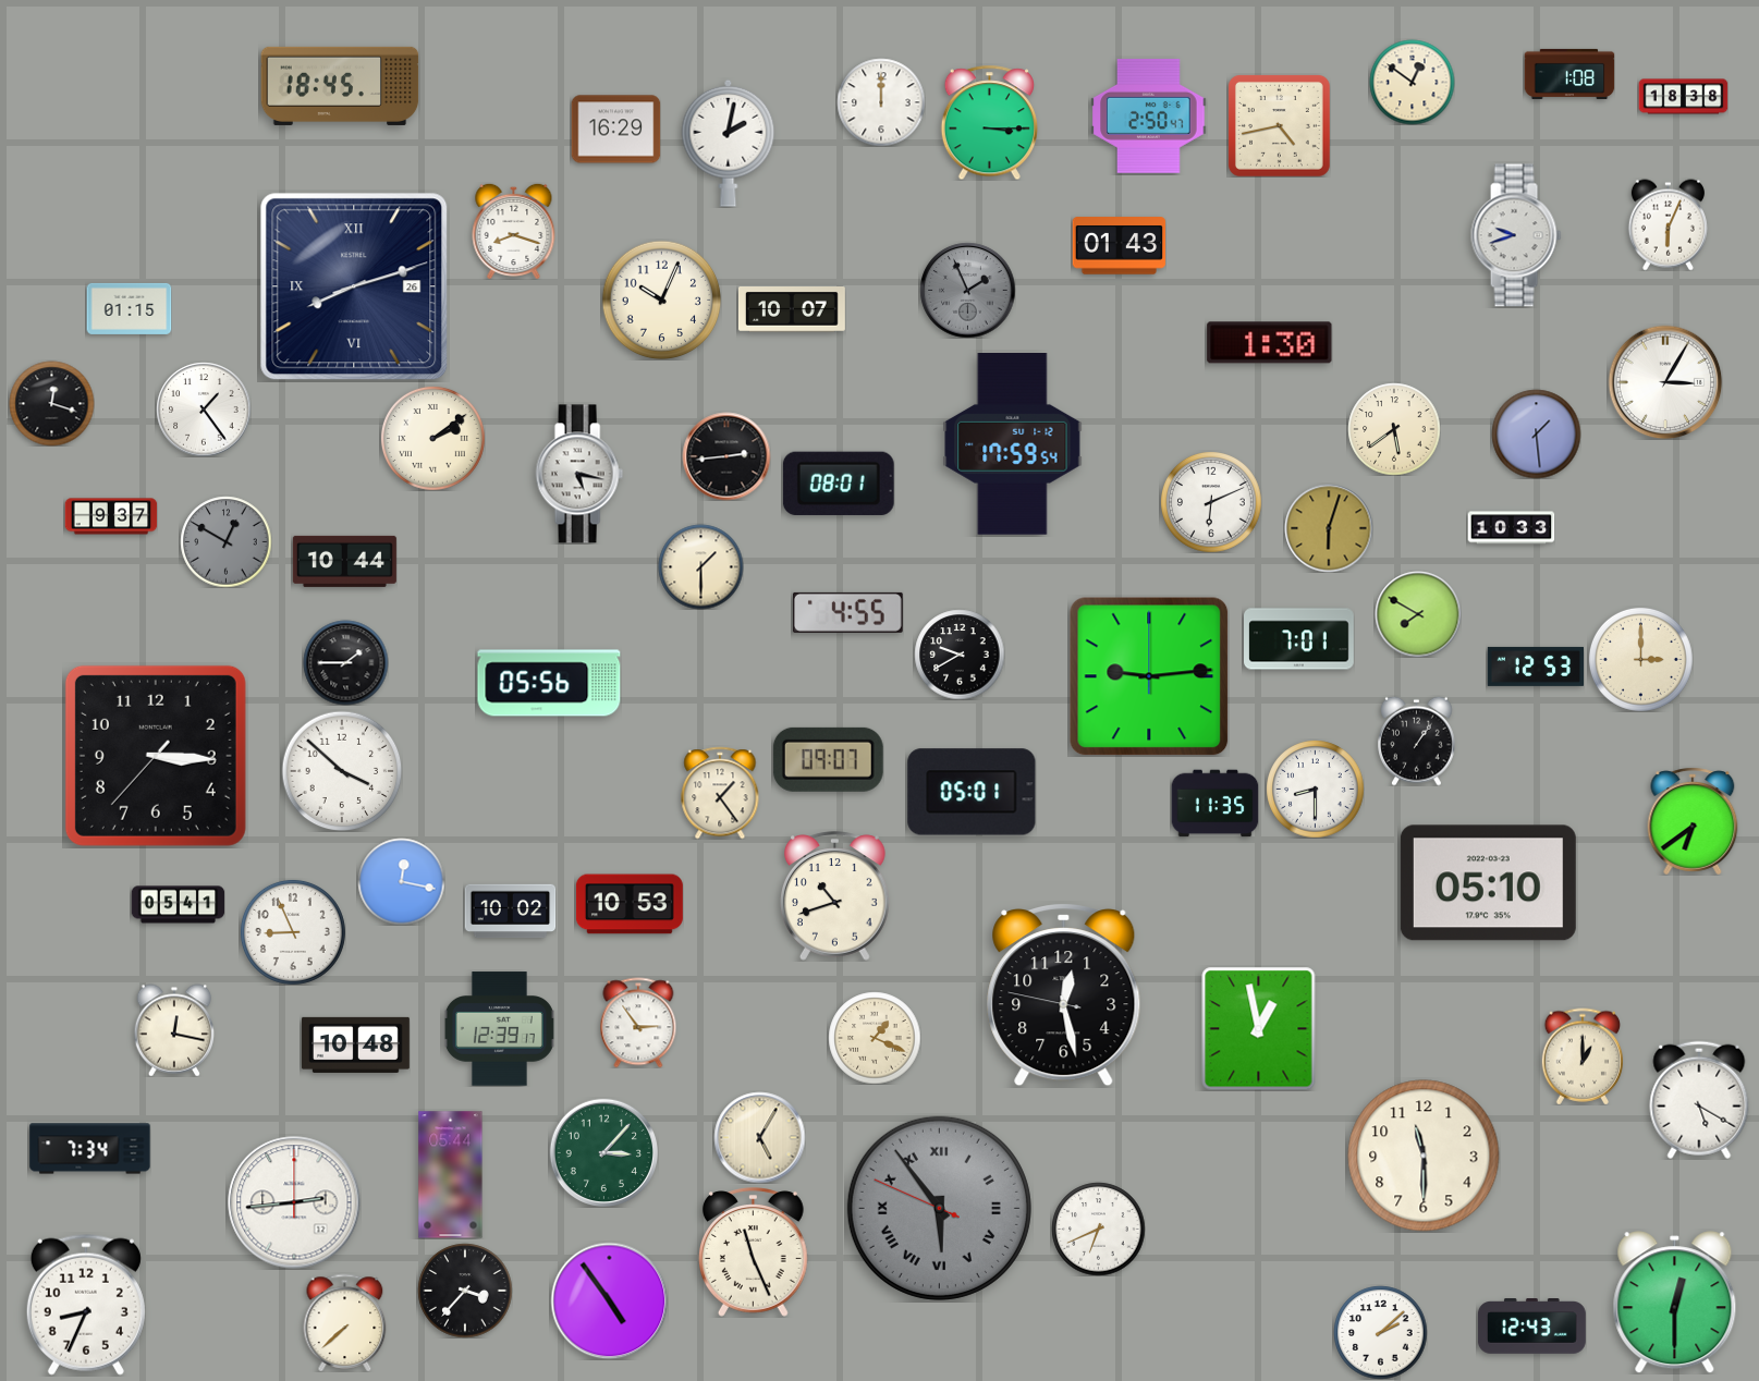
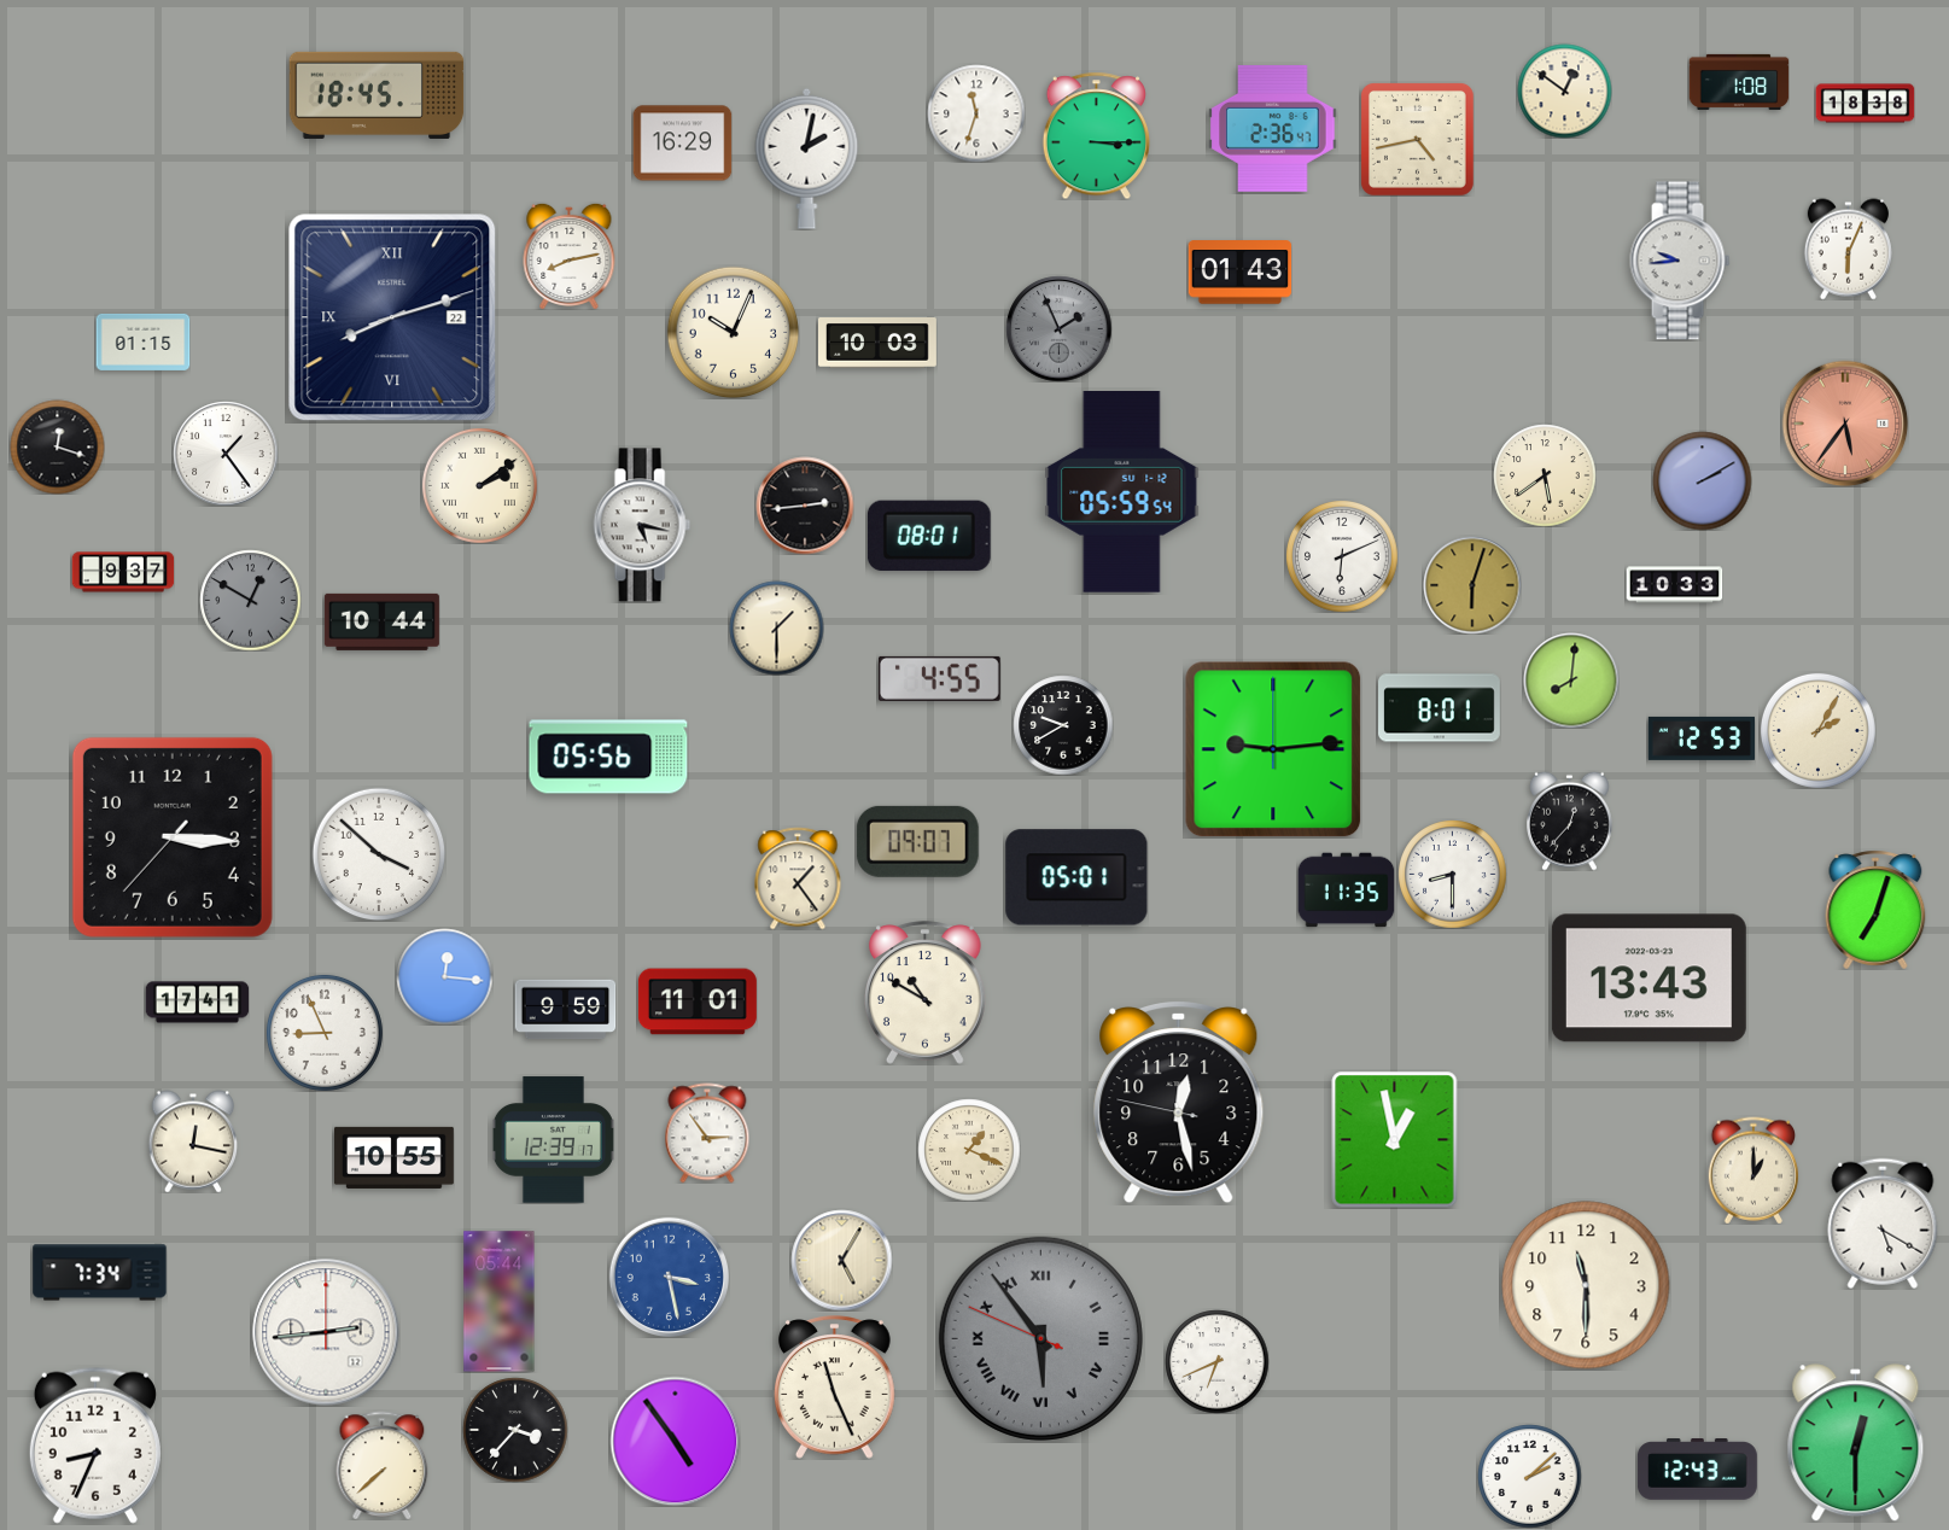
clock at (1683, 97) position: (1683, 97) -> (1865, 104)
clock at (881, 102): 12:00 -> 11:33
clock at (1149, 115): 2:50 -> 2:36
clock at (514, 231): 8:18 -> 8:13
clock at (1516, 235): 9:42 -> 9:44
clock at (354, 286) date: 26 -> 22
clock at (967, 290) position: (967, 290) -> (1058, 328)
clock at (792, 310): 10:07 -> 10:03
clock at (1270, 343): 1:30 -> none
clock at (1665, 382): 3:05 -> 5:36
clock at (1665, 382) dial: white -> salmon
clock at (1536, 433): 1:29 -> 2:10
clock at (1013, 444): 17:59 -> 05:59
clock at (1418, 614): 7:50 -> 8:01
clock at (1299, 639): 7:01 -> 8:01
clock at (1640, 659): 3:00 -> 2:05
clock at (345, 662): 1:45 -> none
clock at (1417, 741): 1:06 -> 12:37
clock at (1315, 789) position: (1315, 789) -> (1452, 874)
clock at (1693, 821): 6:39 -> 7:03
clock at (401, 881): 12:17 -> 12:16
clock at (1488, 883): 05:10 -> 13:43
clock at (835, 896): 10:42 -> 10:50
clock at (630, 904): 10:53 -> 11:01
clock at (178, 905): 05:41 -> 17:41
clock at (510, 912): 10:02 -> 9:59
clock at (355, 1044): 10:48 -> 10:55
clock at (1699, 1100) position: (1699, 1100) -> (1883, 1224)
clock at (603, 1152): 3:07 -> 3:28
clock at (603, 1152) dial: green -> blue
clock at (1424, 1156) position: (1424, 1156) -> (1586, 1285)
